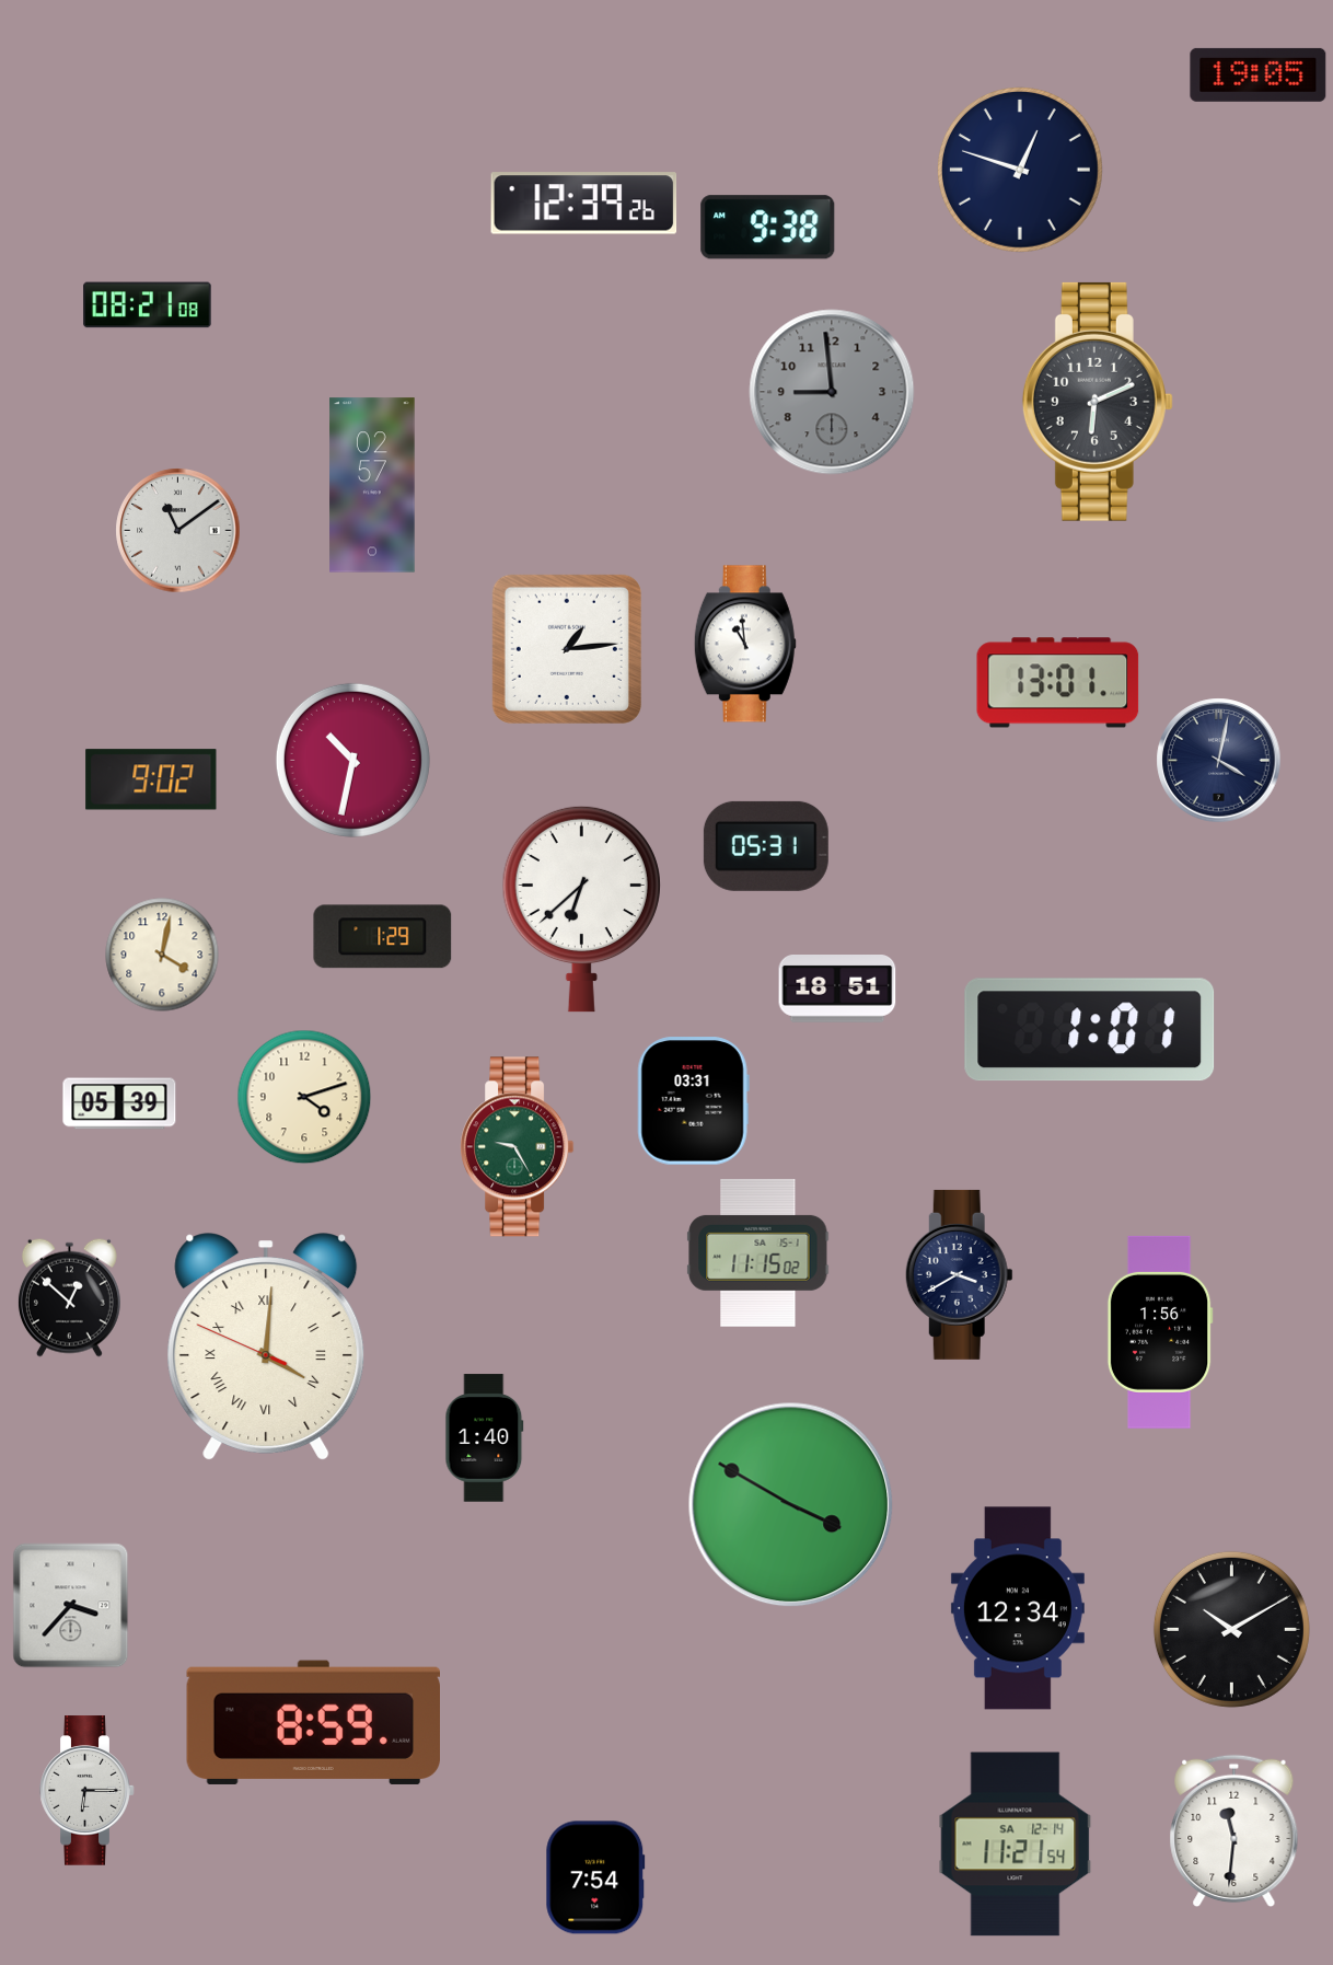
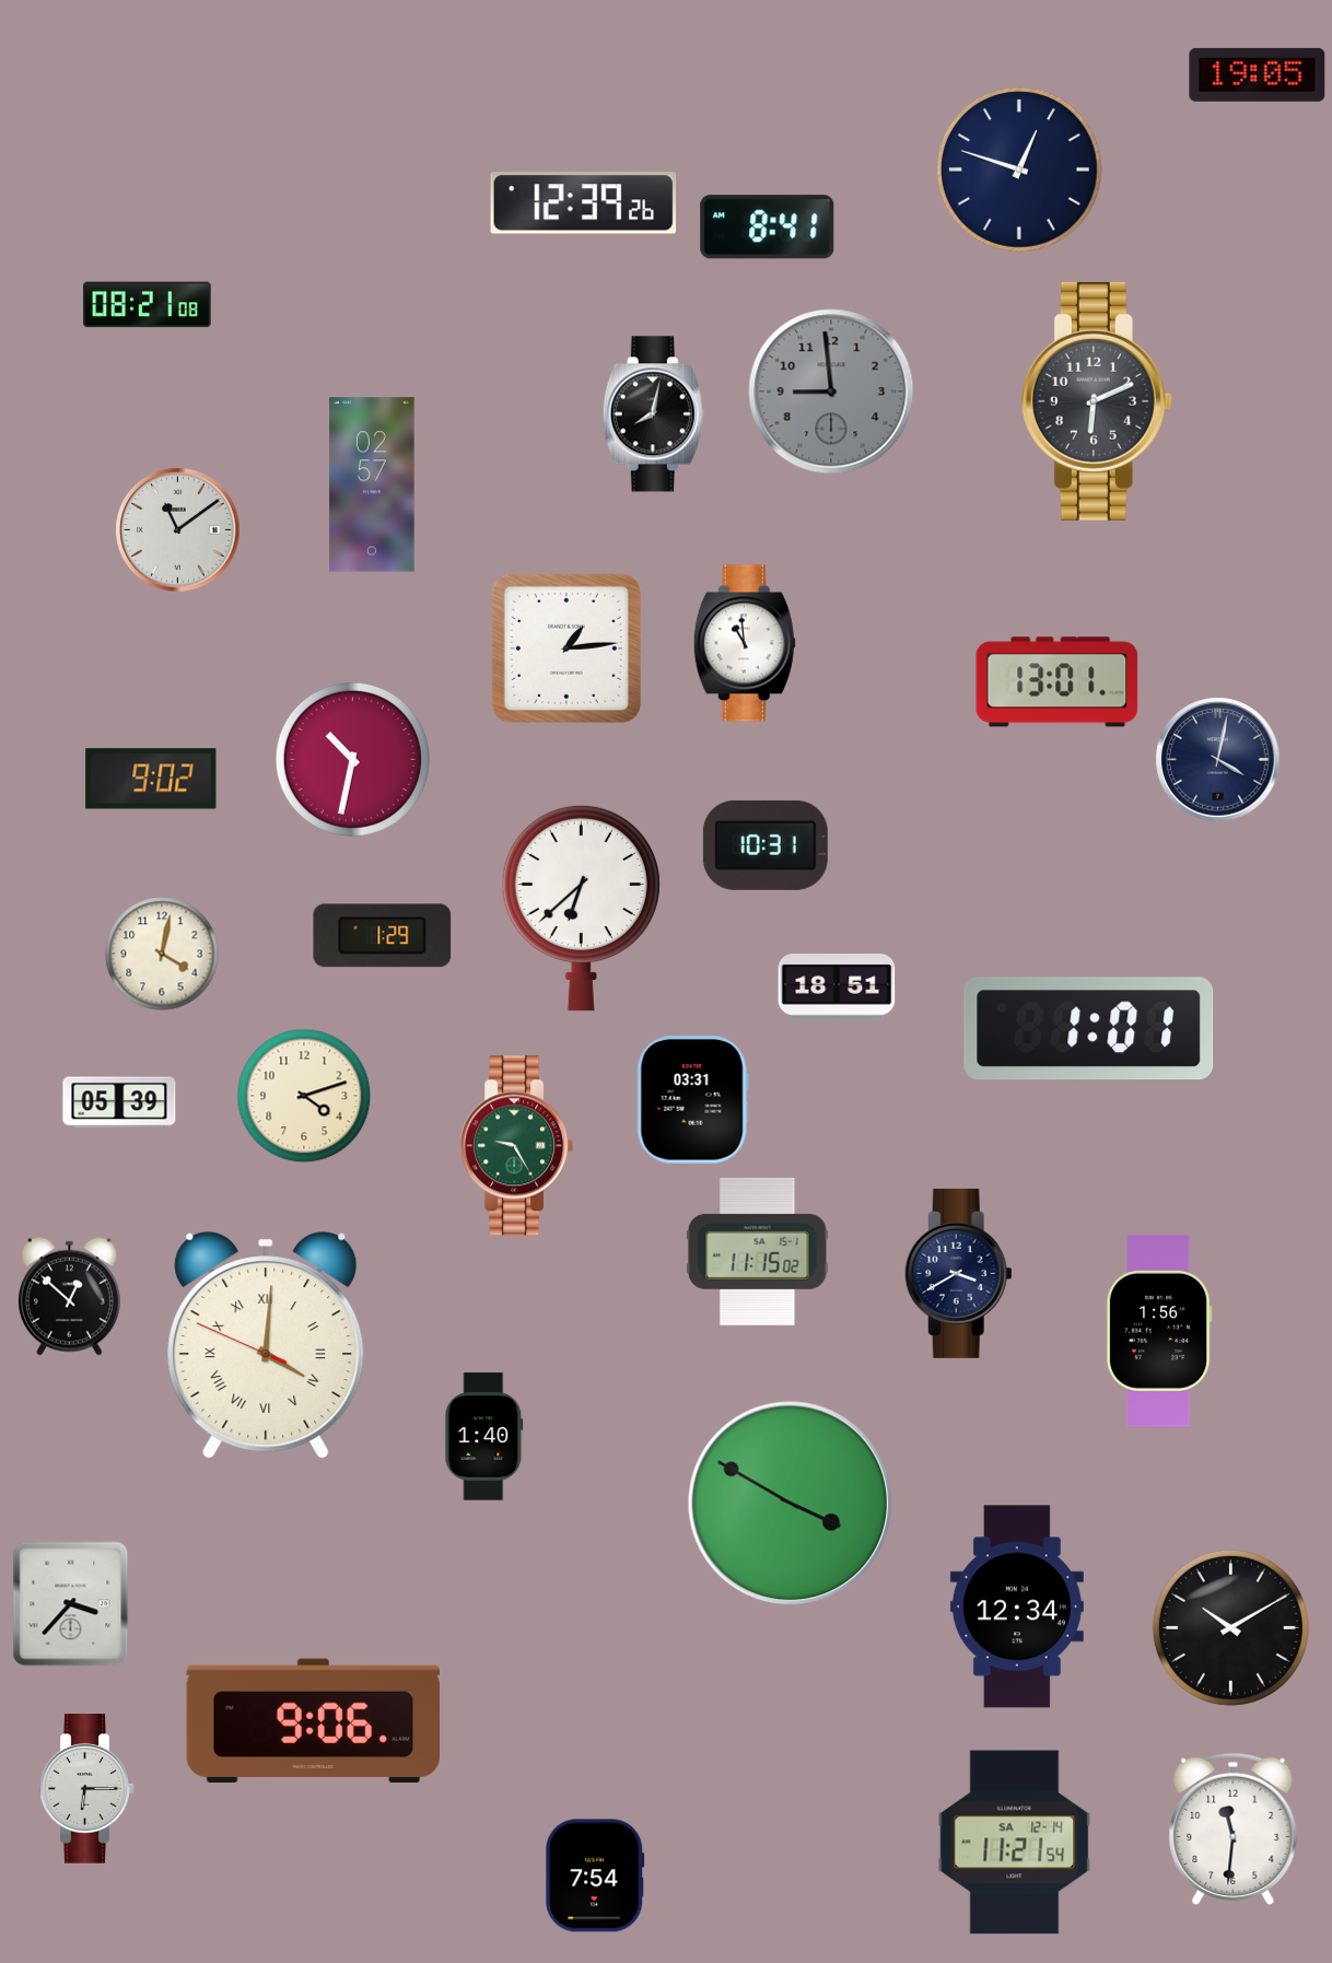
clock at (768, 228): 9:38 -> 8:41
clock at (653, 414): none -> 8:02
clock at (766, 846): 05:31 -> 10:31
clock at (313, 1722): 8:59 -> 9:06
